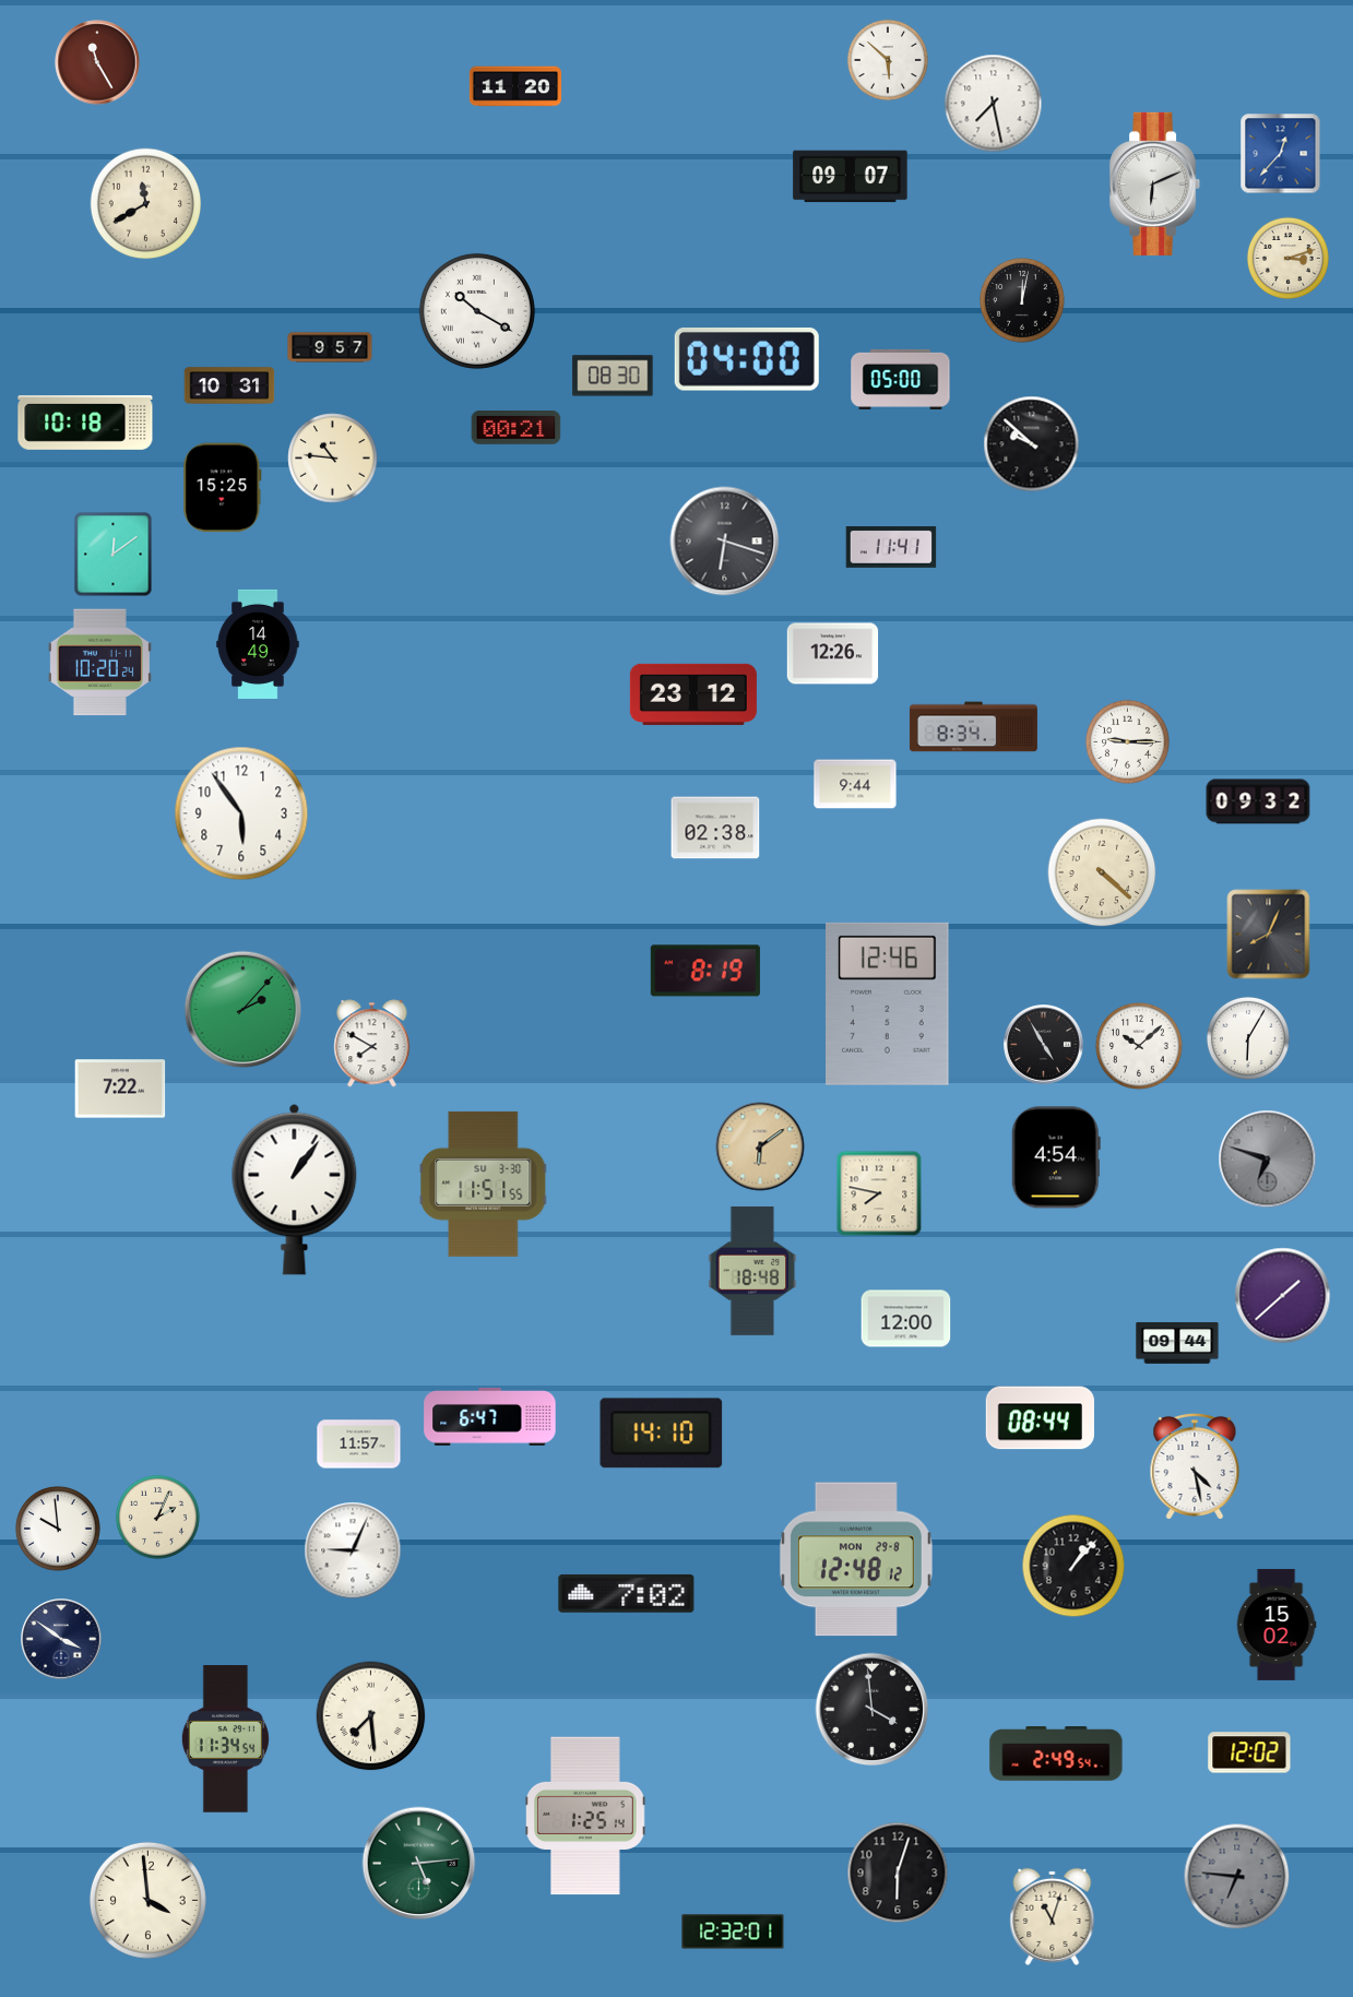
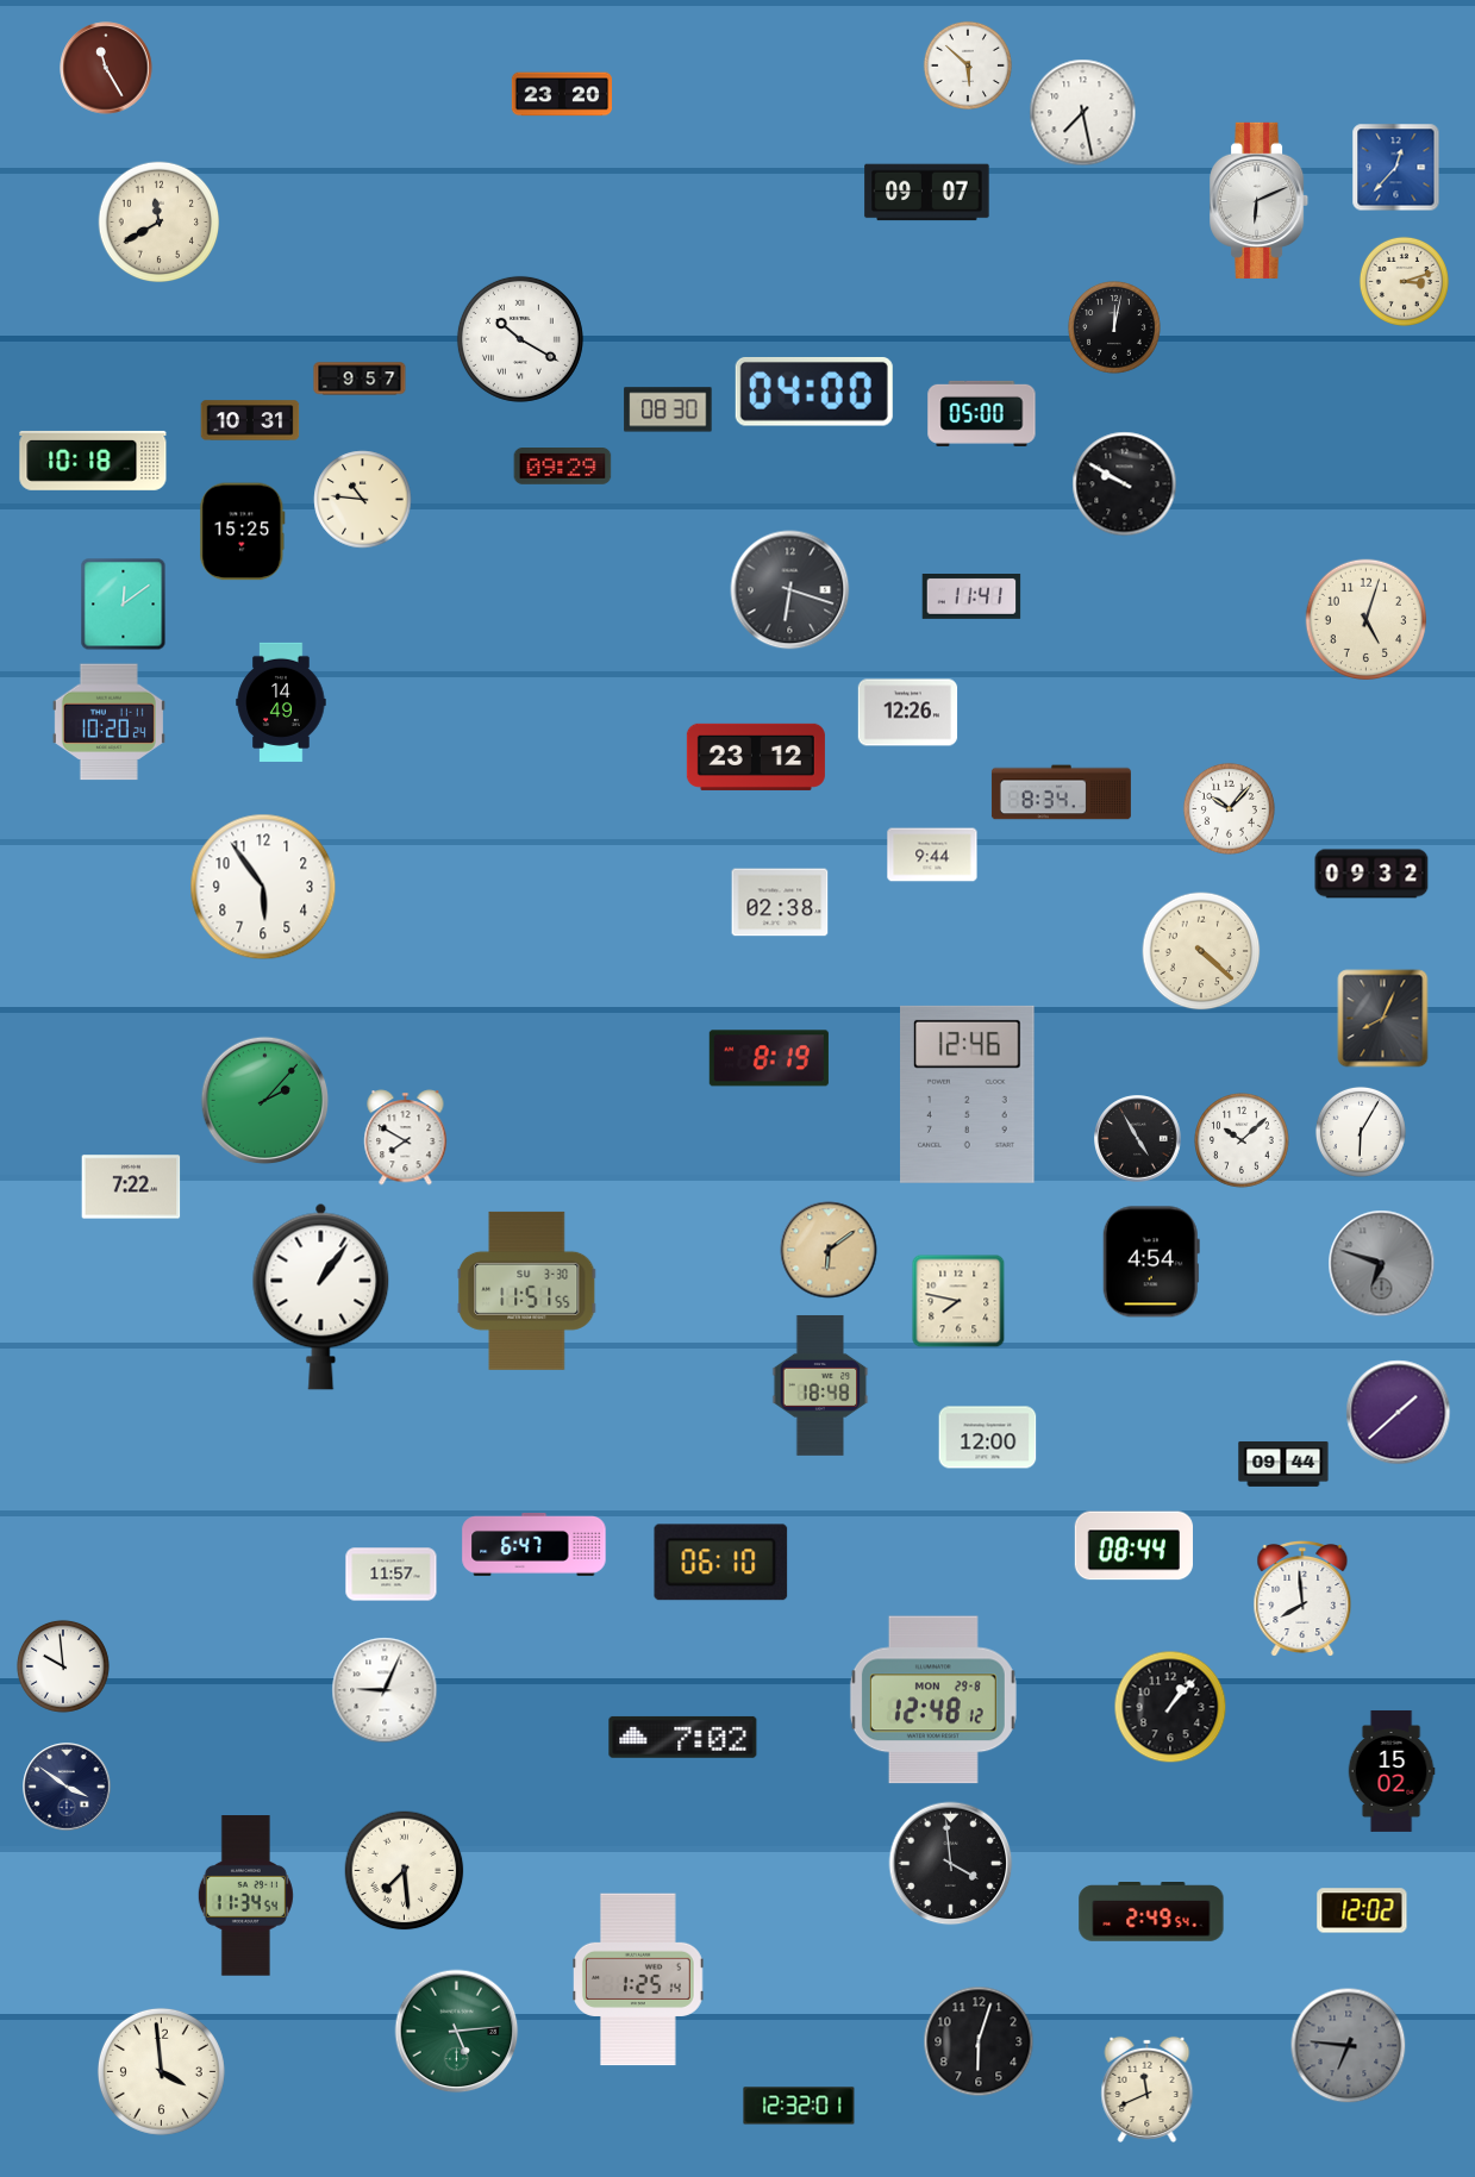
clock at (514, 86): 11:20 -> 23:20
clock at (517, 428): 00:21 -> 09:29
clock at (1032, 444): 9:52 -> 9:50
clock at (1367, 620): none -> 5:03
clock at (1127, 741): 9:15 -> 10:07
clock at (662, 1434): 14:10 -> 06:10
clock at (1195, 1466): 4:28 -> 7:59
clock at (157, 1517): 2:04 -> none
clock at (1053, 1916): 11:03 -> 11:41
